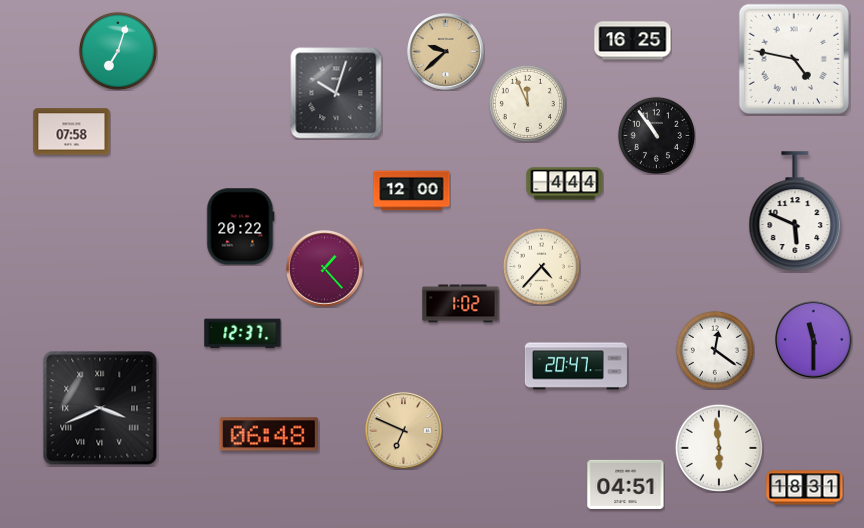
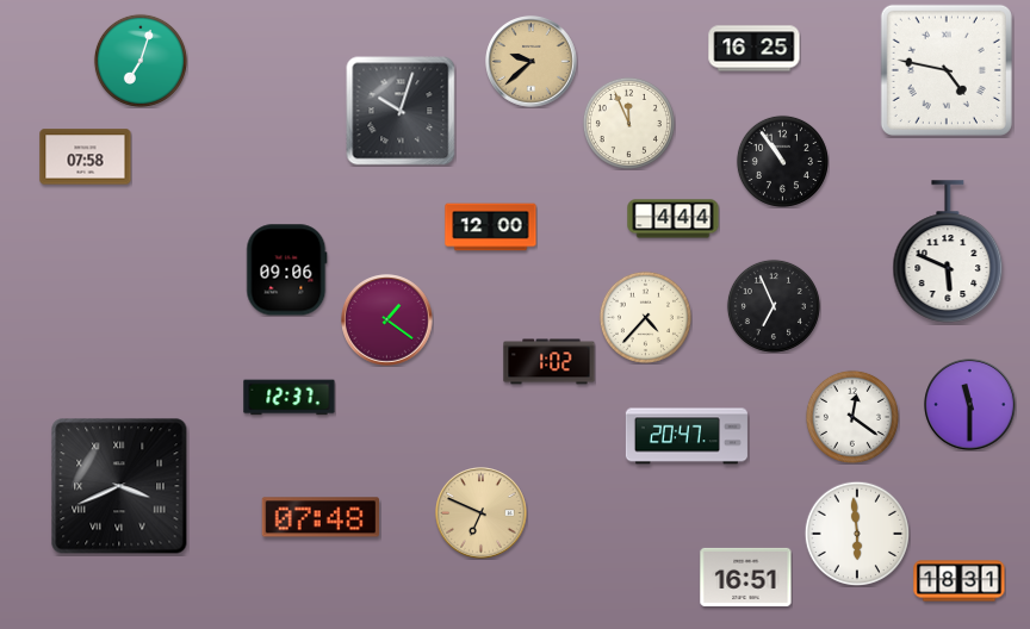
clock at (241, 227): 20:22 -> 09:06
clock at (774, 306): none -> 6:56
clock at (325, 269): 1:23 -> 1:21
clock at (268, 434): 06:48 -> 07:48
clock at (626, 484): 04:51 -> 16:51
